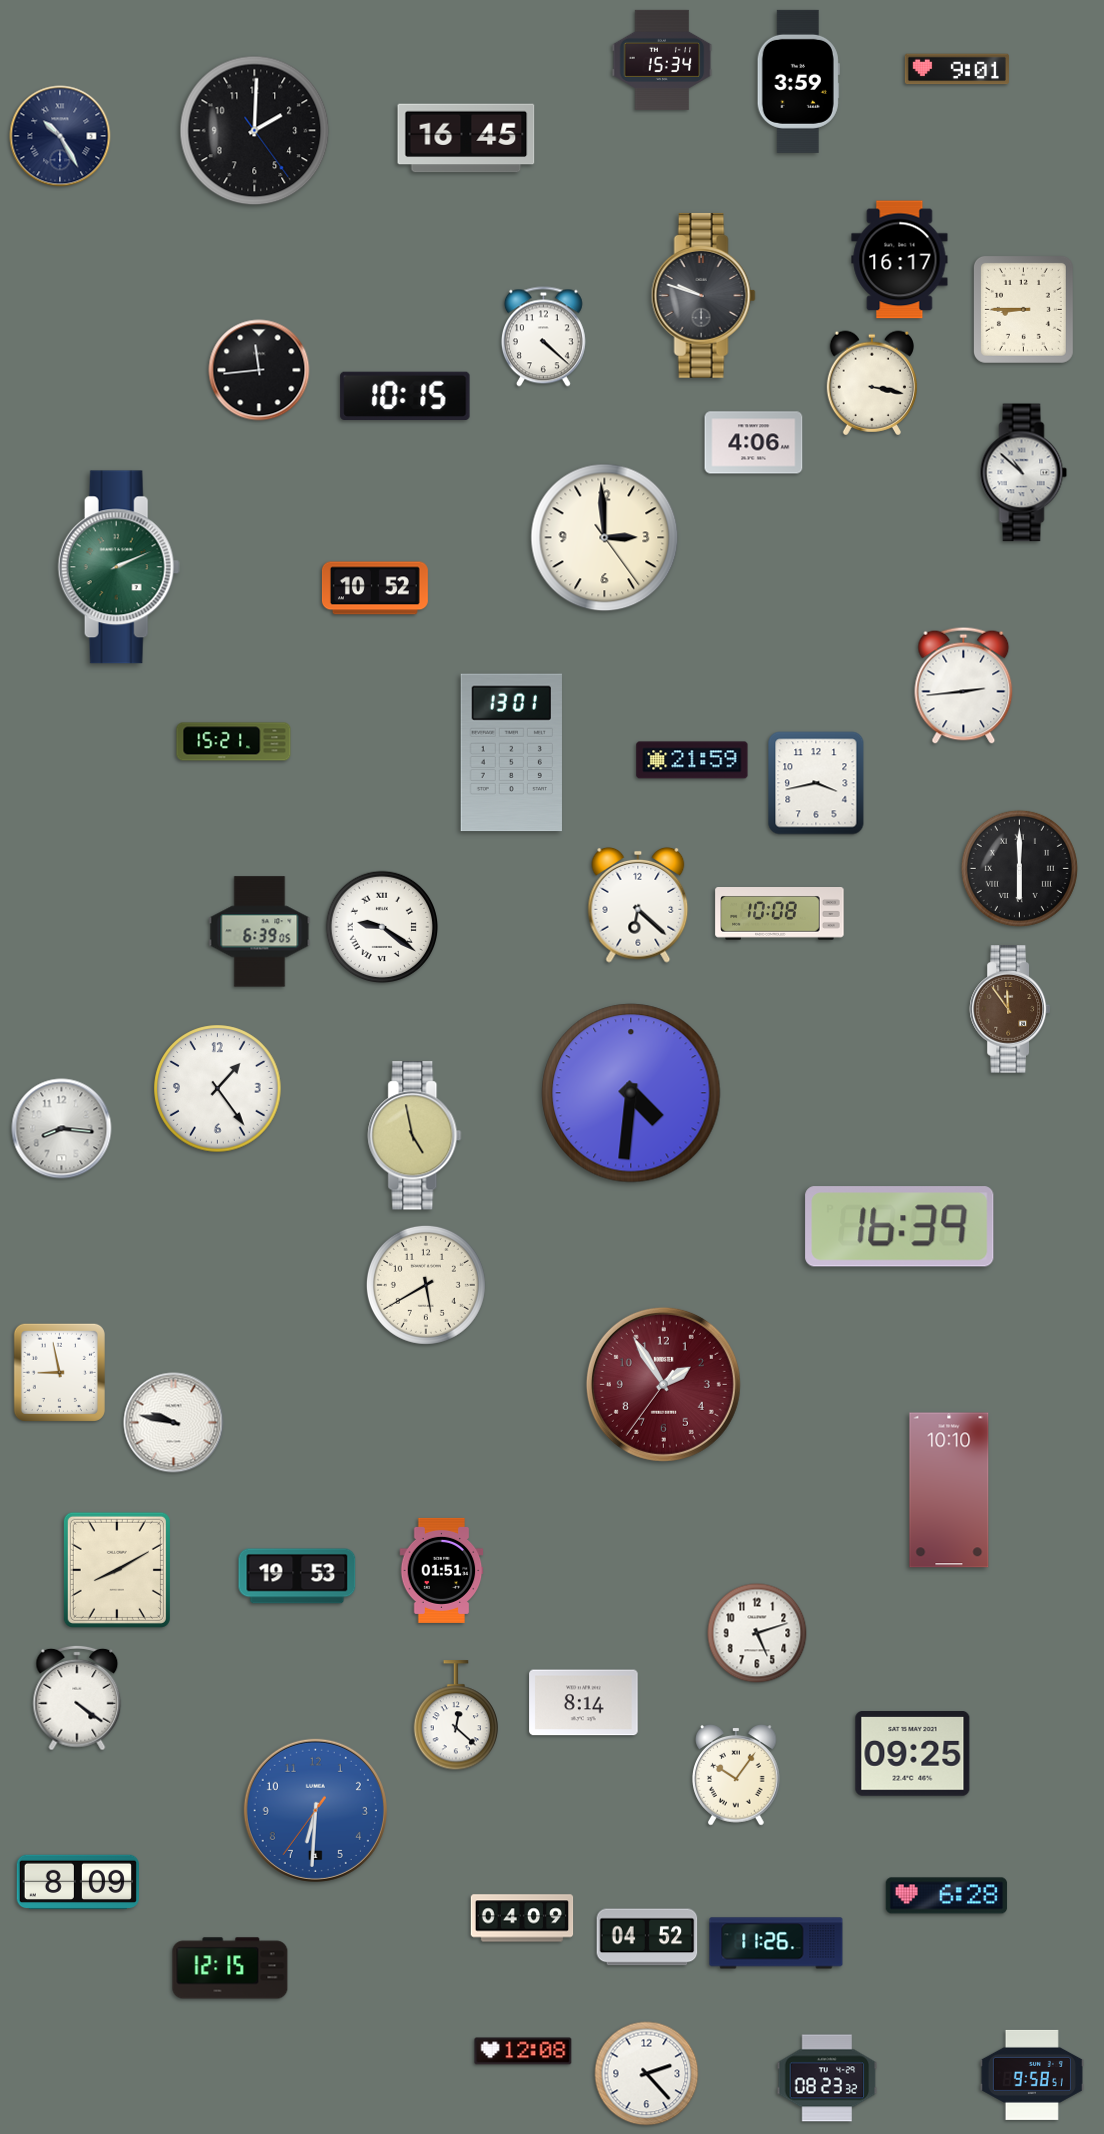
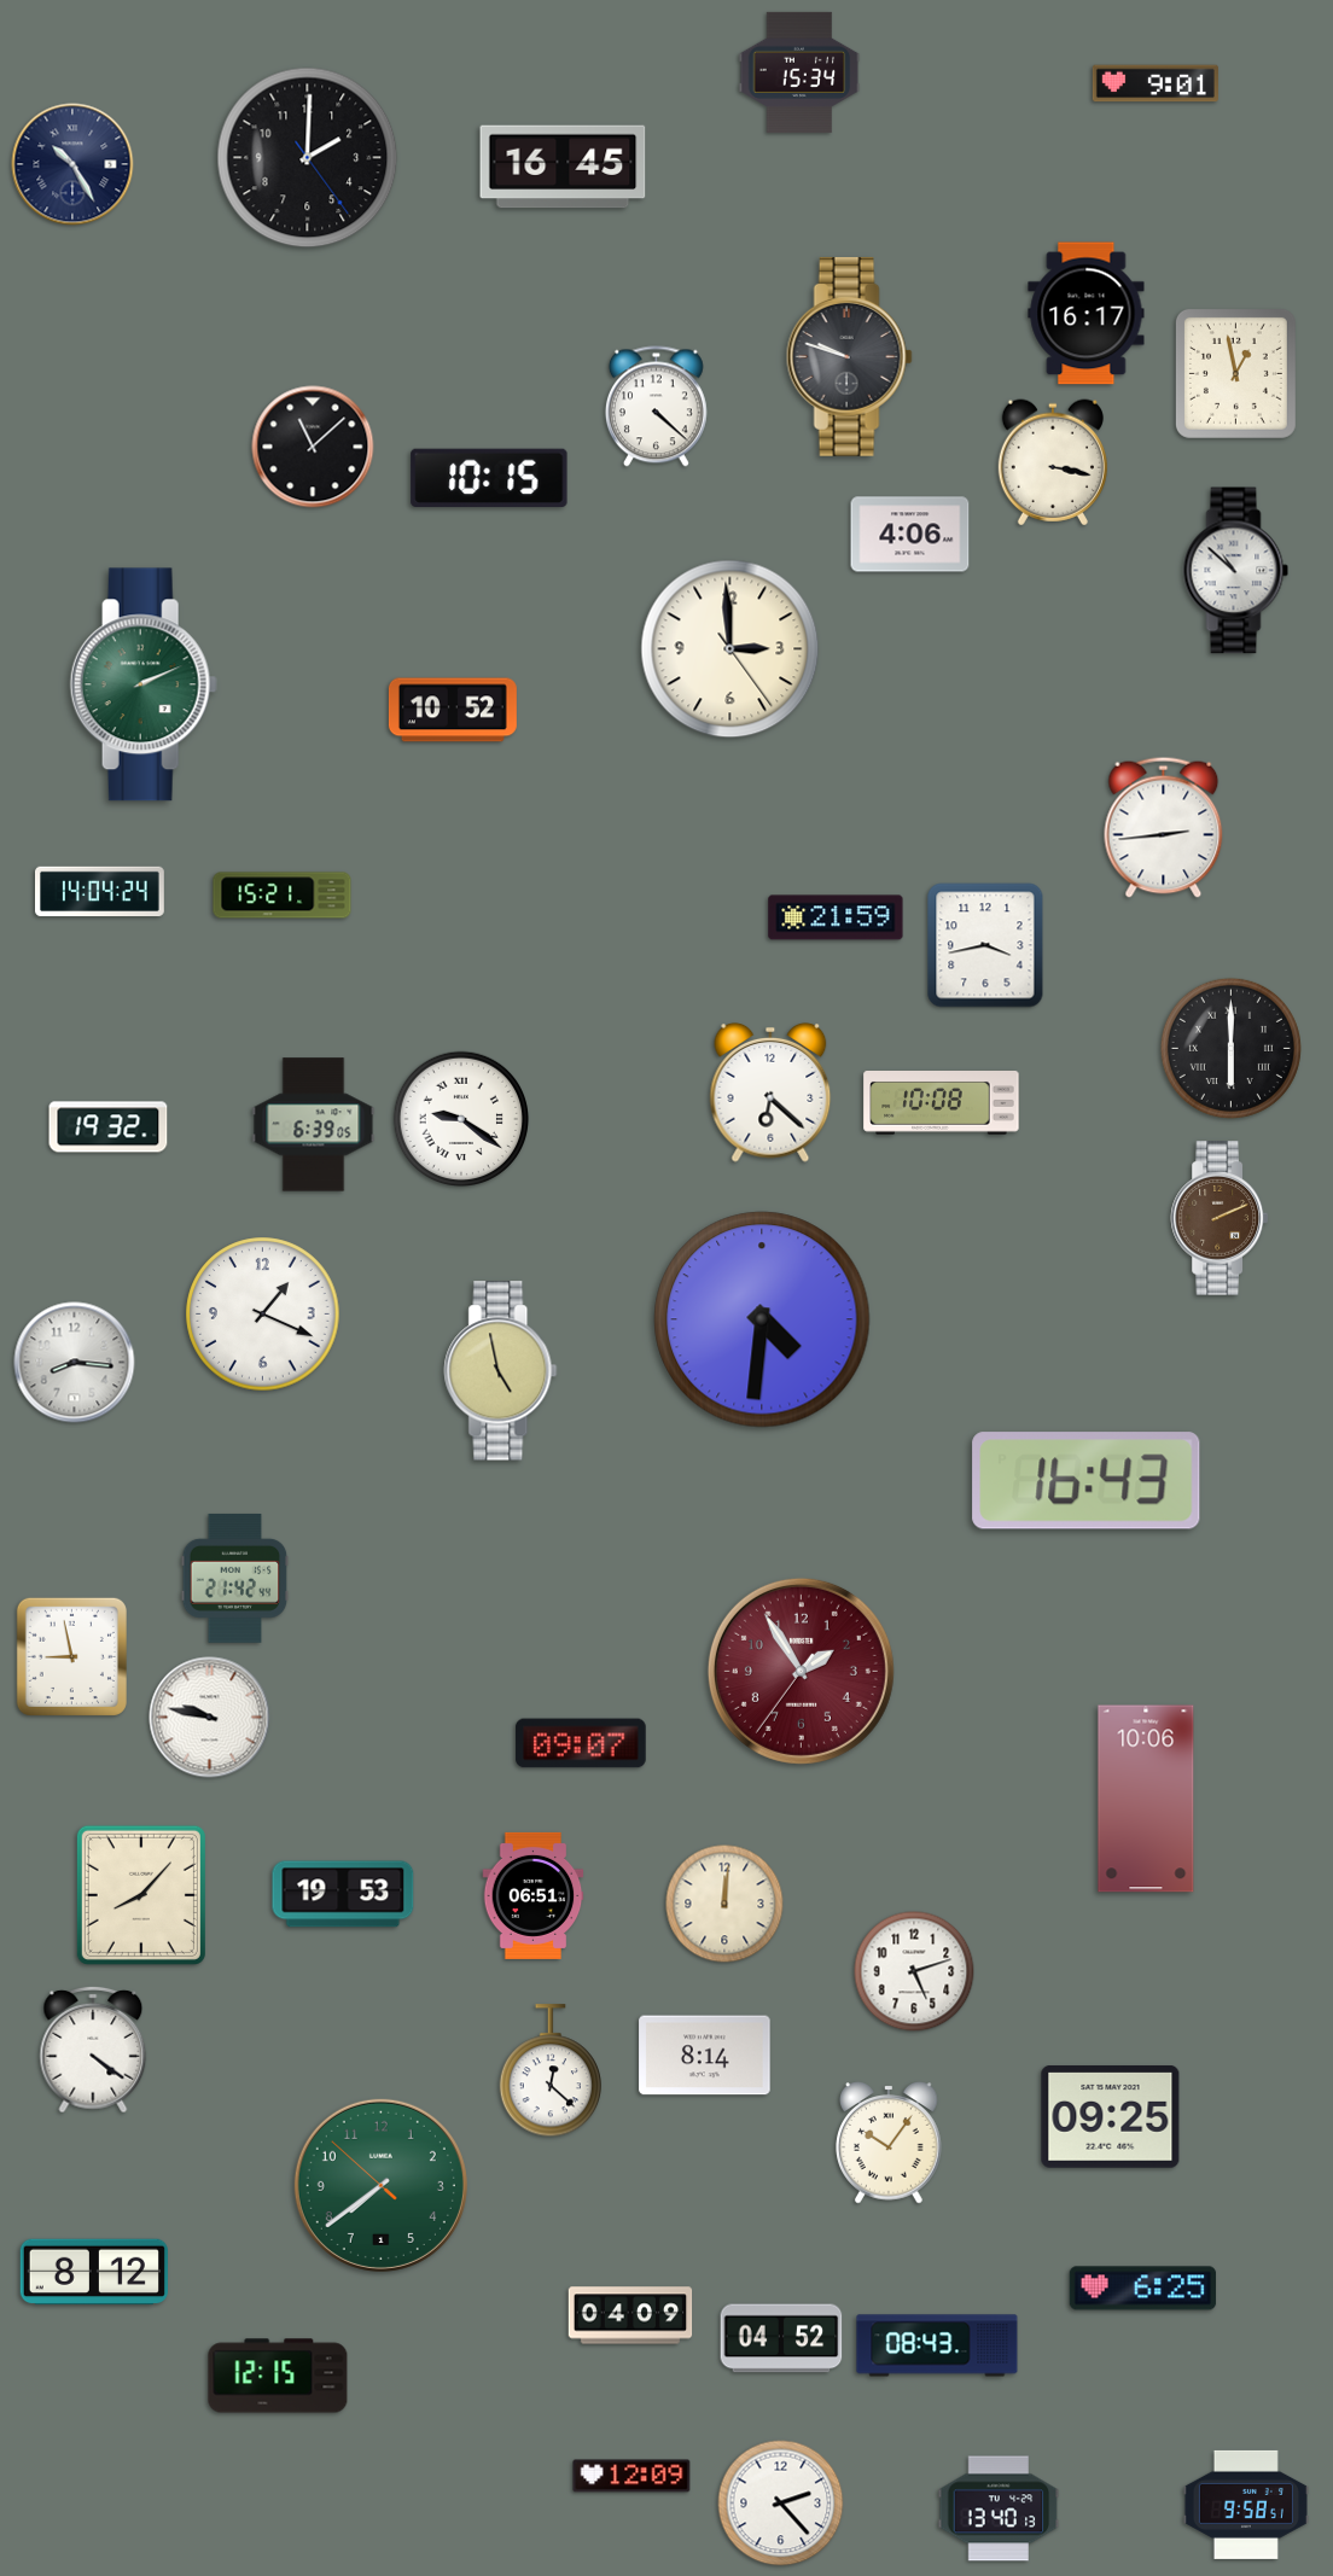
clock at (798, 81): 3:59 -> none
clock at (1023, 309): 8:45 -> 12:58
clock at (259, 370): 11:44 -> 11:08
clock at (100, 892): none -> 14:04
clock at (511, 753): 13:01 -> none
clock at (109, 1127): none -> 19:32
clock at (1009, 1009): 11:54 -> 2:11
clock at (218, 1089): 1:24 -> 1:19
clock at (900, 1227): 16:39 -> 16:43
clock at (426, 1285): 5:40 -> none
clock at (235, 1578): none -> 21:42
clock at (581, 1743): none -> 09:07
clock at (949, 1490): 10:10 -> 10:06
clock at (117, 1570): 8:10 -> 8:07
clock at (442, 1570): 01:51 -> 06:51
clock at (297, 1576) position: (297, 1576) -> (343, 1894)
clock at (724, 1904): none -> 12:01
clock at (913, 1754) position: (913, 1754) -> (1111, 2117)
clock at (315, 1810): 6:30 -> 7:38
clock at (315, 1810) dial: blue -> green
clock at (78, 1882): 8:09 -> 8:12
clock at (947, 1896): 6:28 -> 6:25
clock at (776, 1943): 11:26 -> 08:43
clock at (523, 2051): 12:08 -> 12:09
clock at (827, 2078): 08:23 -> 13:40
